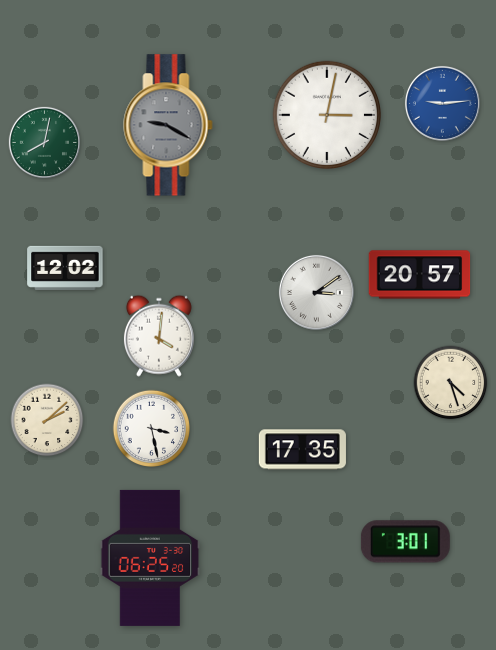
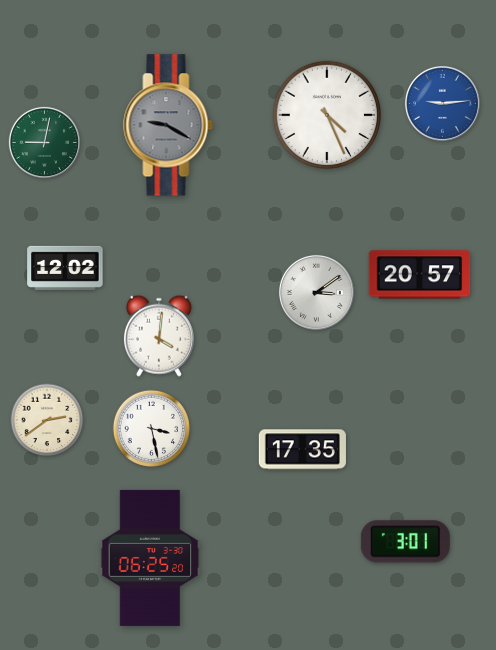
clock at (326, 114): 3:02 -> 4:26
clock at (44, 142): 8:02 -> 9:02
clock at (451, 383): 4:27 -> none
clock at (47, 420): 2:08 -> 2:39
